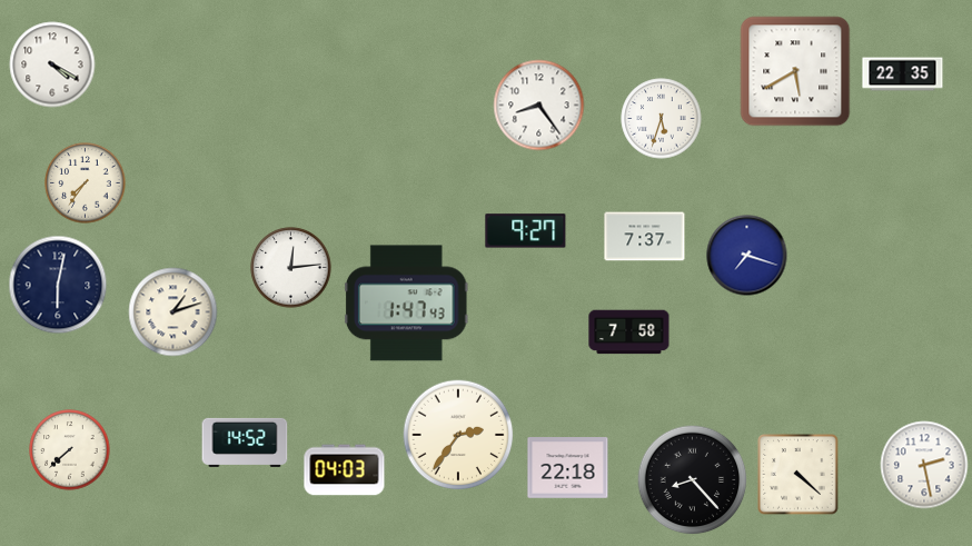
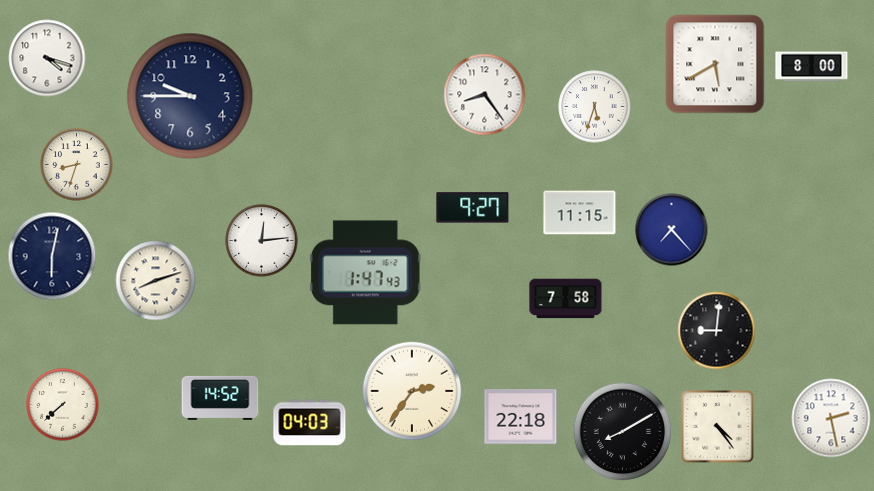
clock at (52, 64): 4:20 -> 4:18
clock at (903, 75): 22:35 -> 8:00
clock at (190, 96): none -> 9:45
clock at (86, 183): 7:36 -> 8:33
clock at (645, 237): 7:37 -> 11:15
clock at (747, 256): 7:18 -> 7:23
clock at (173, 312): 1:12 -> 8:12
clock at (717, 331): none -> 9:01
clock at (568, 468) position: (568, 468) -> (521, 417)
clock at (799, 475): 4:22 -> 4:24
clock at (693, 480): 8:23 -> 8:10
